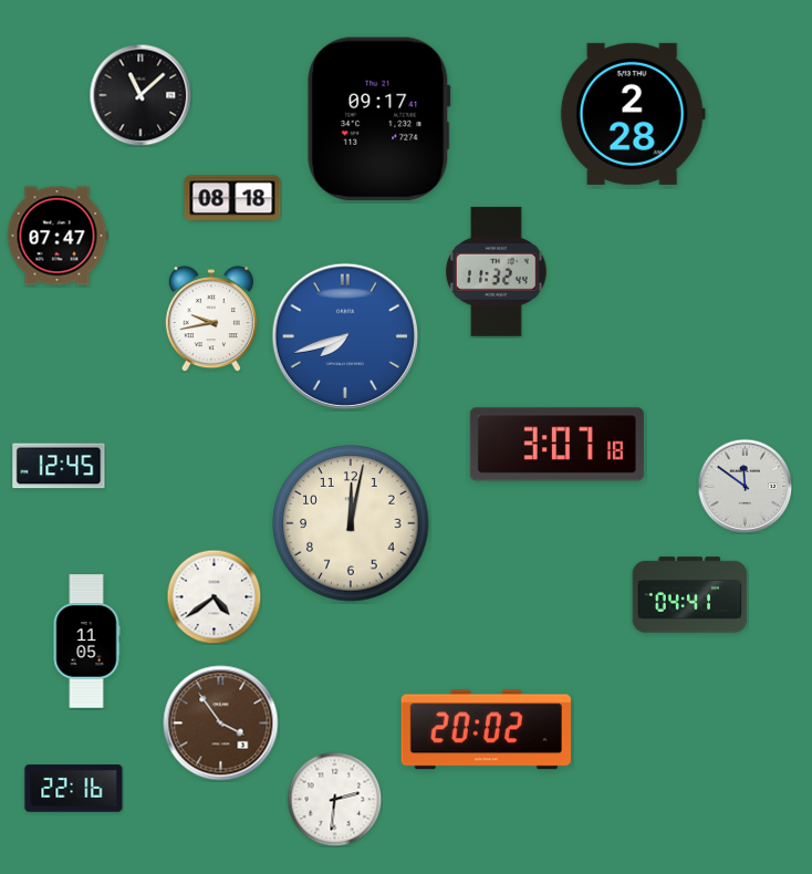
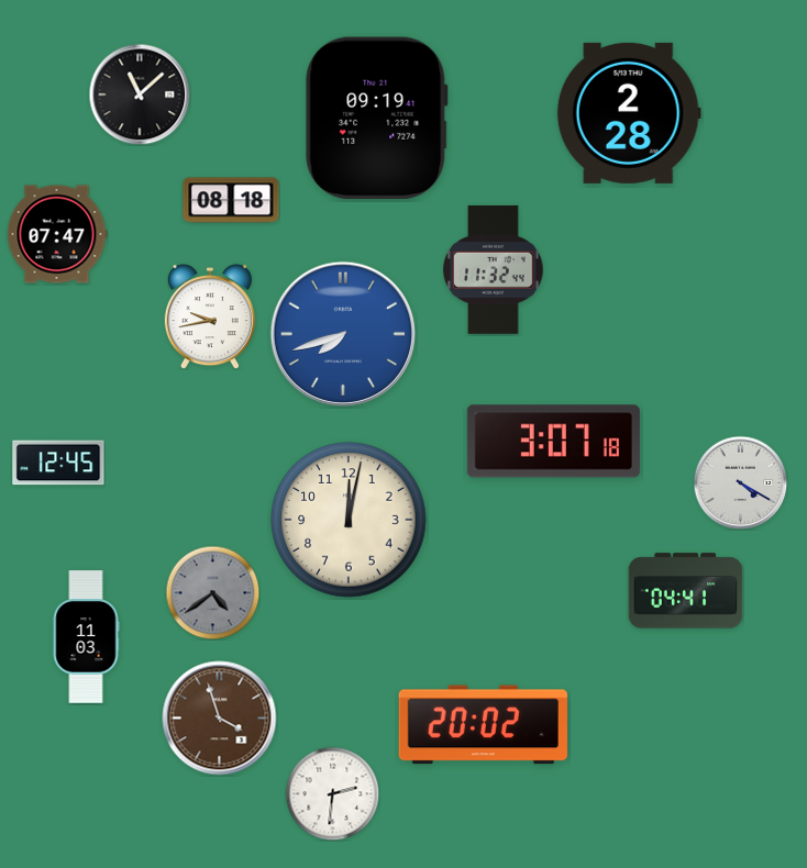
clock at (379, 119): 09:17 -> 09:19
clock at (232, 198) position: (232, 198) -> (231, 200)
clock at (745, 486): 11:51 -> 4:20
clock at (214, 596) dial: white -> grey
clock at (86, 642): 11:05 -> 11:03
clock at (221, 724): 3:54 -> 3:57
clock at (74, 789): 22:16 -> none
